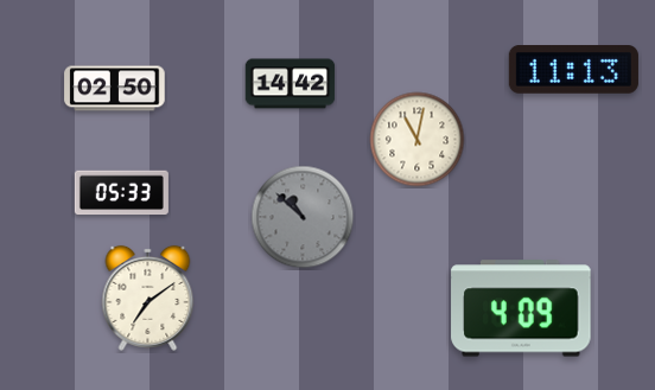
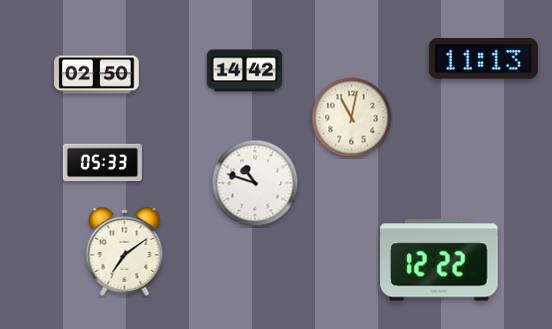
clock at (303, 217): 10:52 -> 10:48
clock at (303, 217) dial: grey -> white
clock at (521, 308): 4:09 -> 12:22
